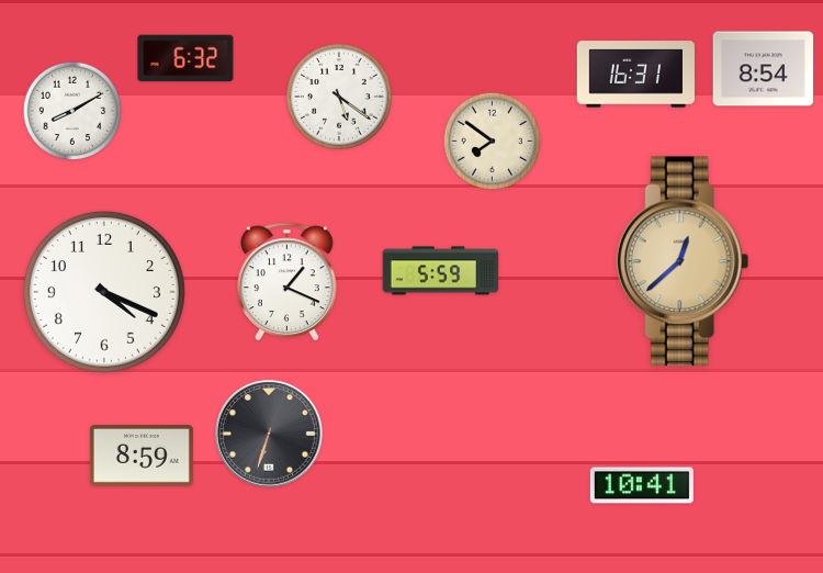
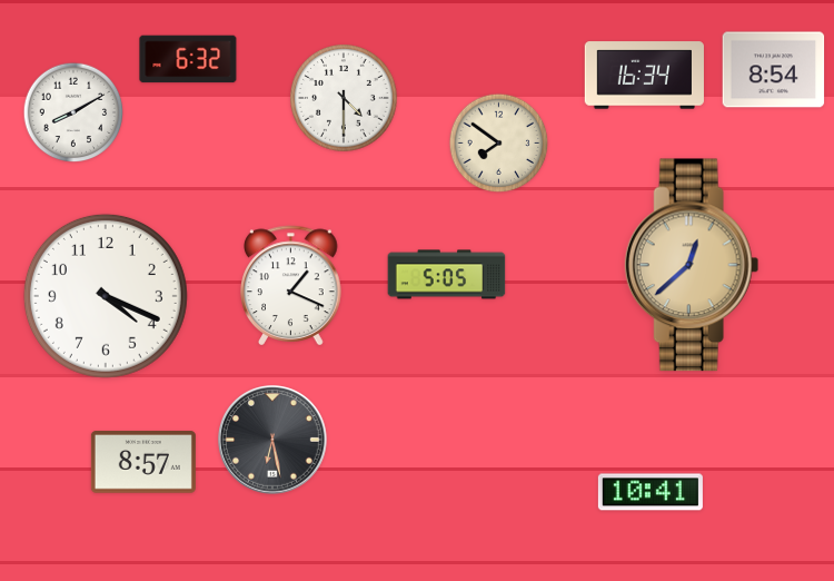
clock at (635, 75): 16:31 -> 16:34
clock at (339, 97): 5:21 -> 4:30
clock at (441, 271): 5:59 -> 5:05
clock at (270, 435): 6:33 -> 6:28
clock at (142, 456): 8:59 -> 8:57
